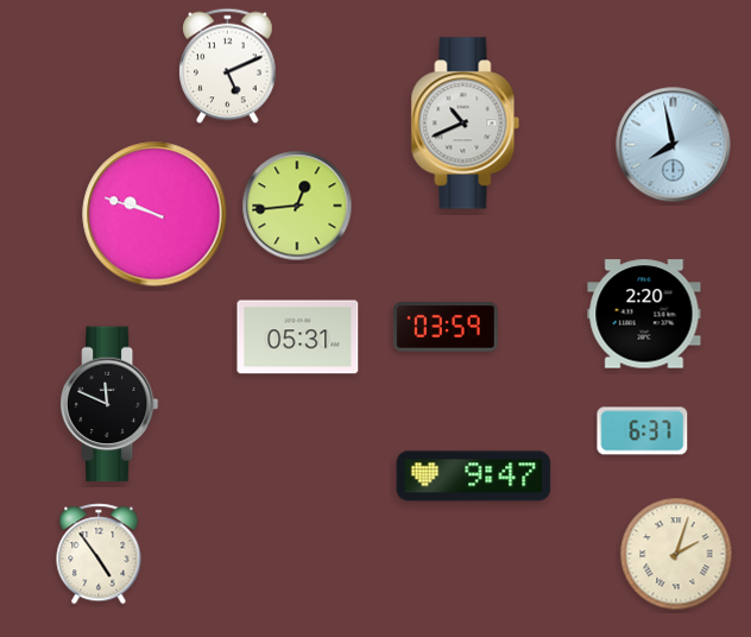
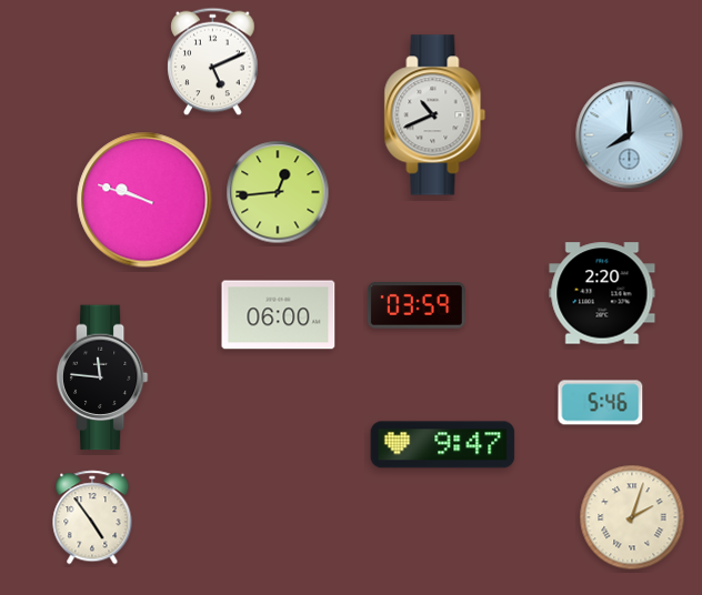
clock at (674, 145): 7:58 -> 8:00
clock at (298, 338): 05:31 -> 06:00
clock at (109, 404): 11:49 -> 11:46
clock at (643, 431): 6:37 -> 5:46
